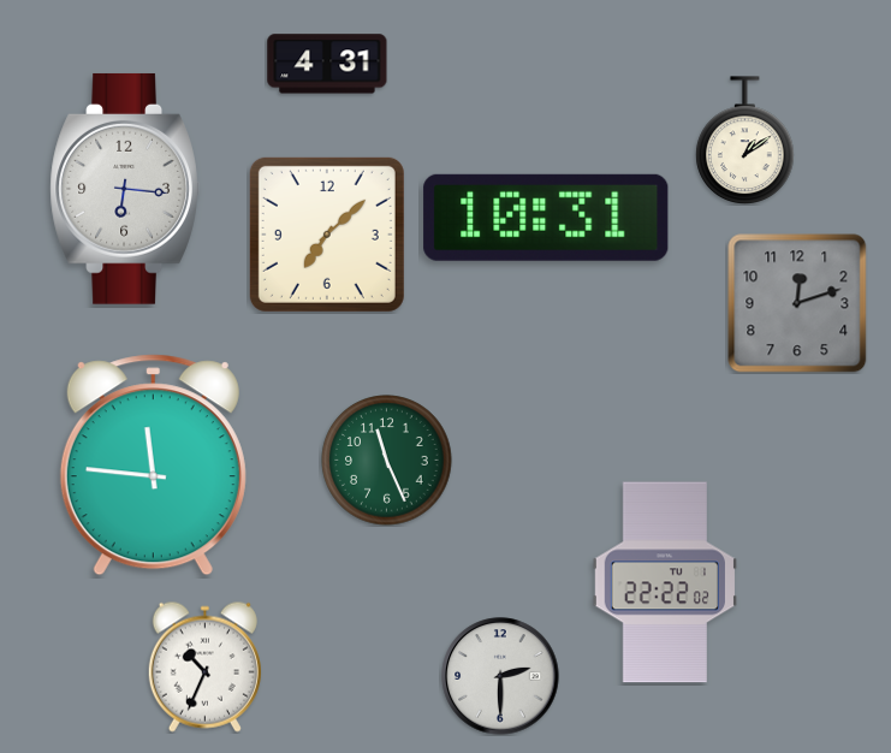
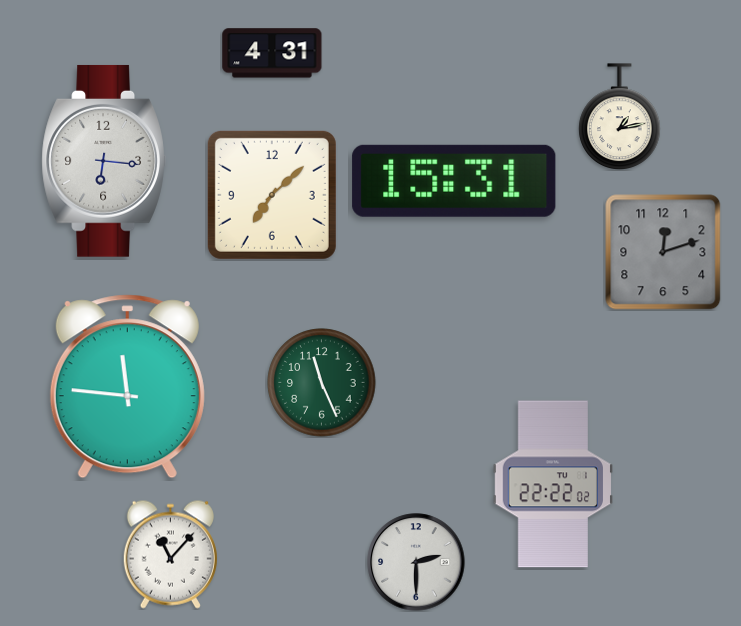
clock at (746, 140): 1:09 -> 1:13
clock at (125, 189) position: (125, 189) -> (104, 161)
clock at (546, 218): 10:31 -> 15:31
clock at (204, 666): 10:34 -> 11:07
